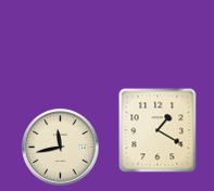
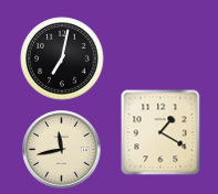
clock at (62, 58): none -> 7:02
